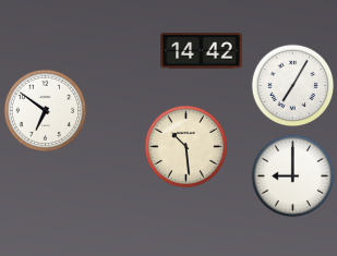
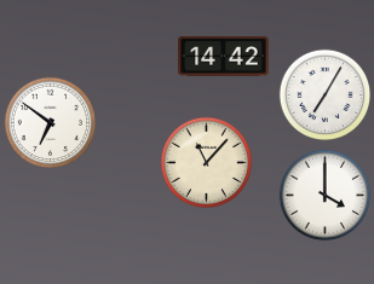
clock at (186, 147): 10:29 -> 11:07
clock at (293, 176): 9:00 -> 4:00
